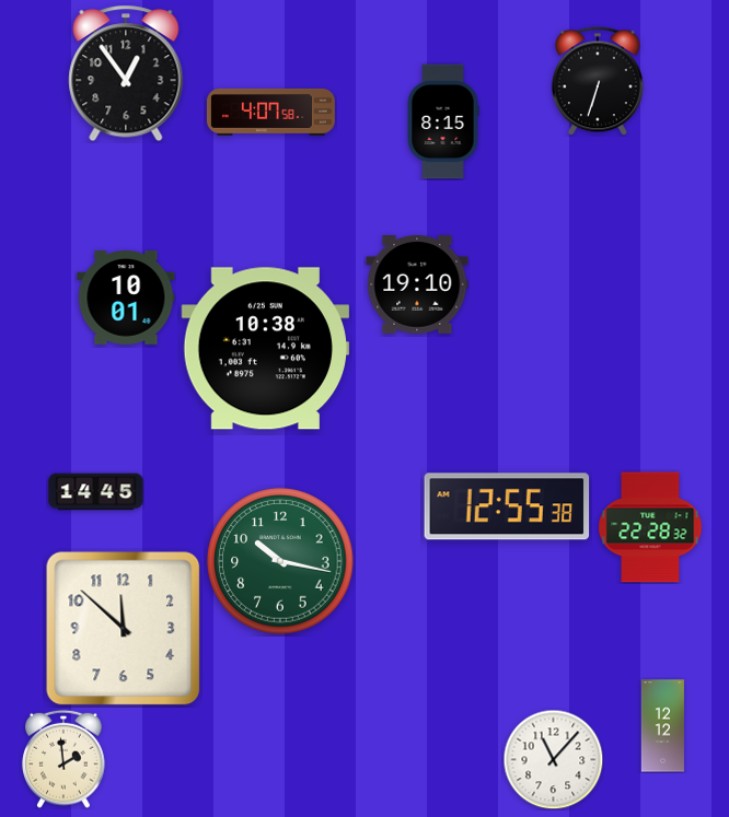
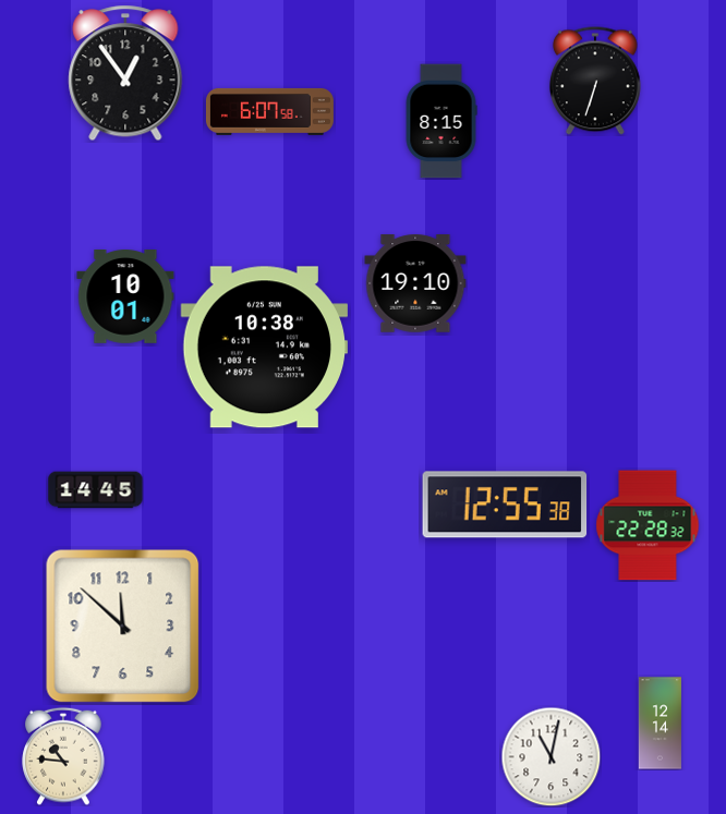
clock at (270, 112): 4:07 -> 6:07
clock at (280, 561): 10:17 -> none
clock at (662, 726): 12:12 -> 12:14
clock at (63, 759): 1:59 -> 10:46
clock at (553, 759): 11:07 -> 11:02
